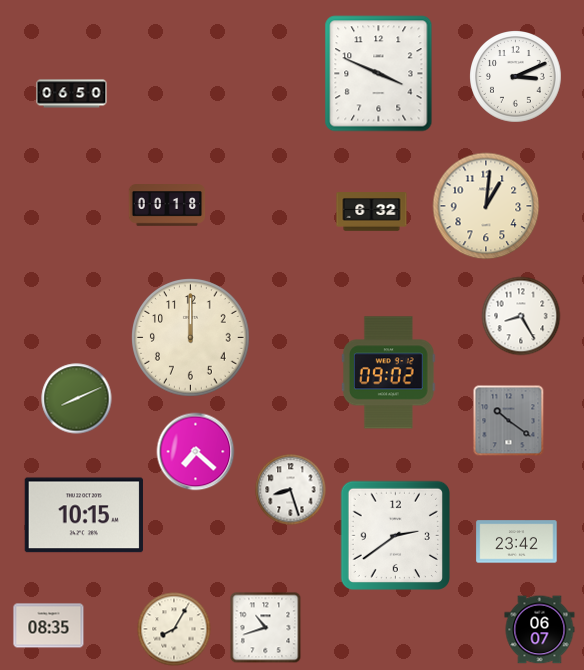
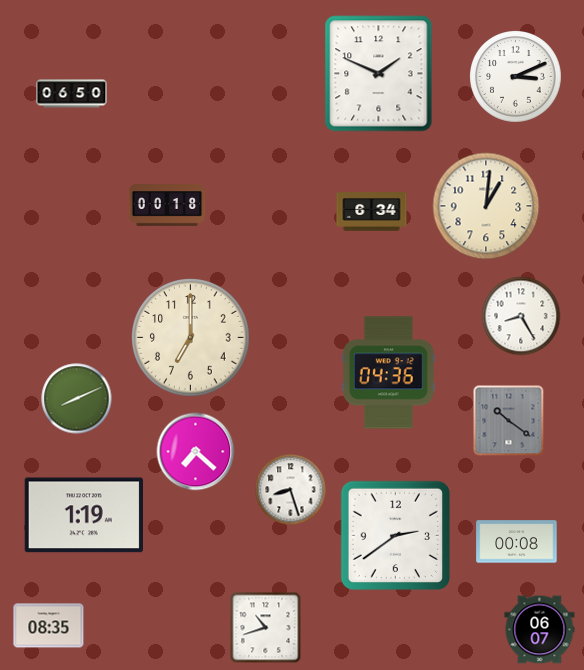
clock at (379, 74): 3:49 -> 1:49
clock at (372, 212): 6:32 -> 6:34
clock at (191, 338): 12:00 -> 7:00
clock at (388, 373): 09:02 -> 04:36
clock at (84, 515): 10:15 -> 1:19
clock at (517, 542): 23:42 -> 00:08
clock at (174, 629): 8:05 -> none
